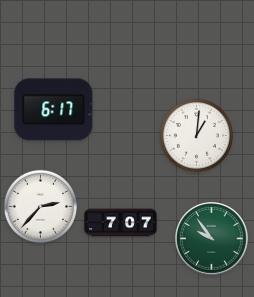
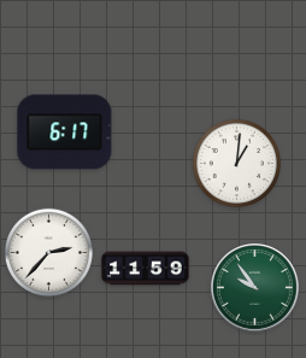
clock at (40, 206) position: (40, 206) -> (48, 252)
clock at (121, 223): 7:07 -> 11:59
